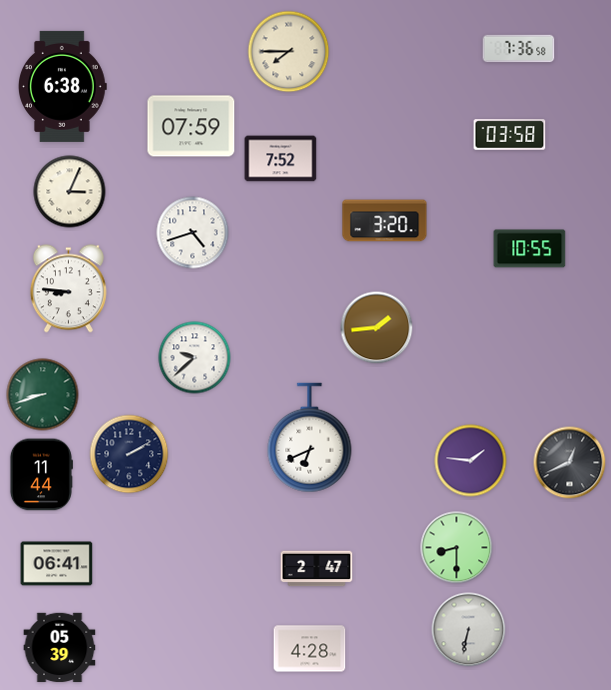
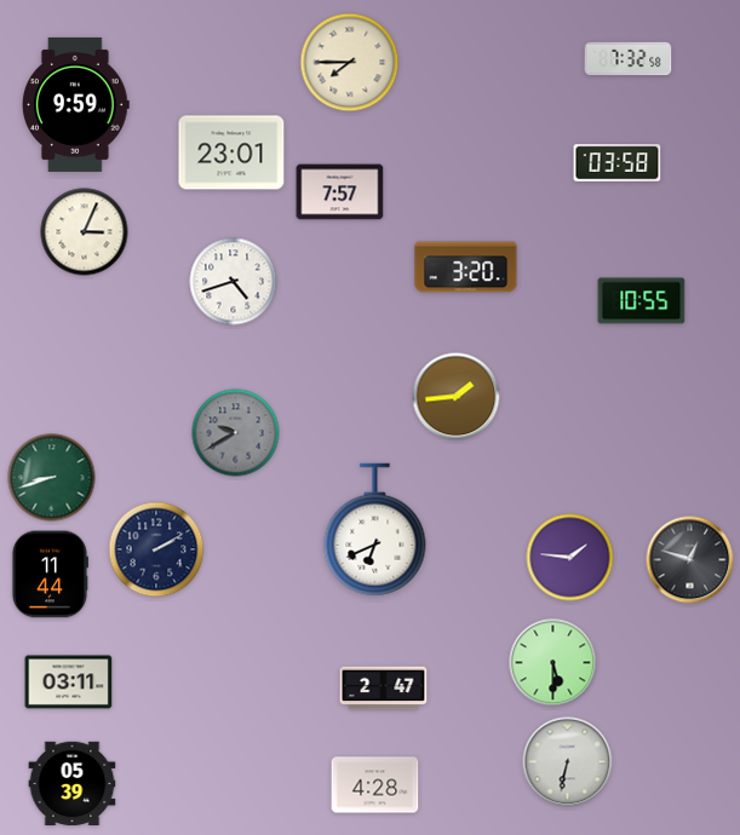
clock at (519, 49): 7:36 -> 7:32
clock at (62, 86): 6:38 -> 9:59
clock at (191, 126): 07:59 -> 23:01
clock at (281, 159): 7:52 -> 7:57
clock at (68, 289): 8:46 -> none
clock at (195, 358): 9:38 -> 9:40
clock at (195, 358) dial: white -> grey
clock at (570, 463): 12:41 -> 12:48
clock at (457, 548): 8:30 -> 5:30
clock at (57, 564): 06:41 -> 03:11
